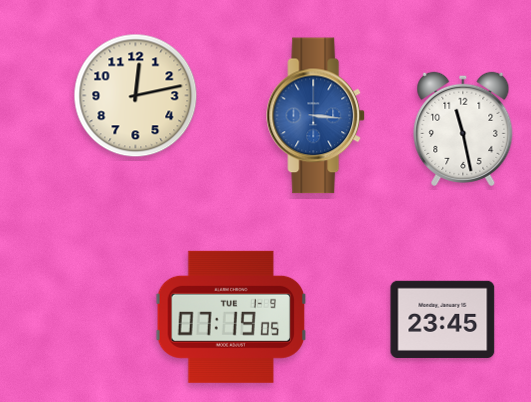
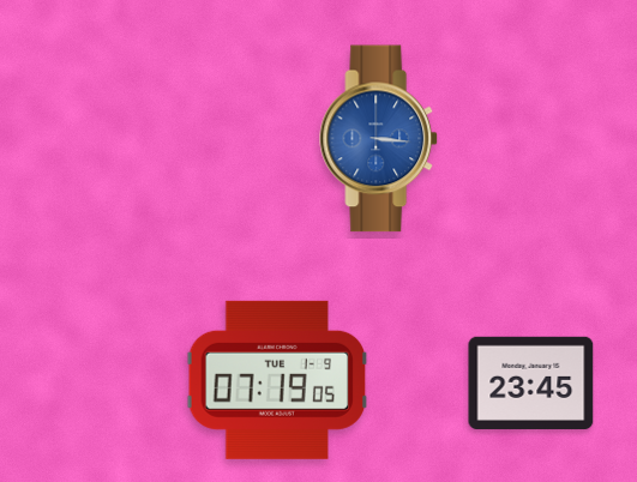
clock at (136, 96): 12:13 -> none
clock at (463, 129): 11:28 -> none
